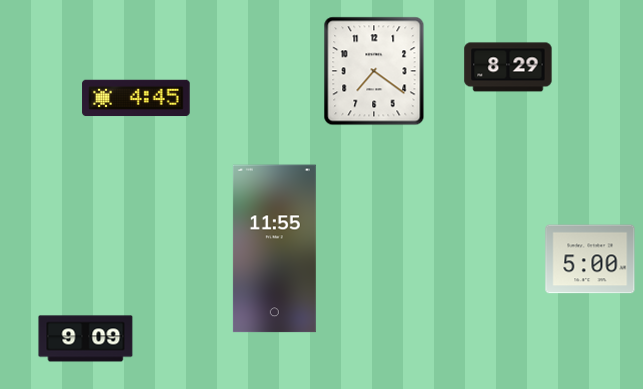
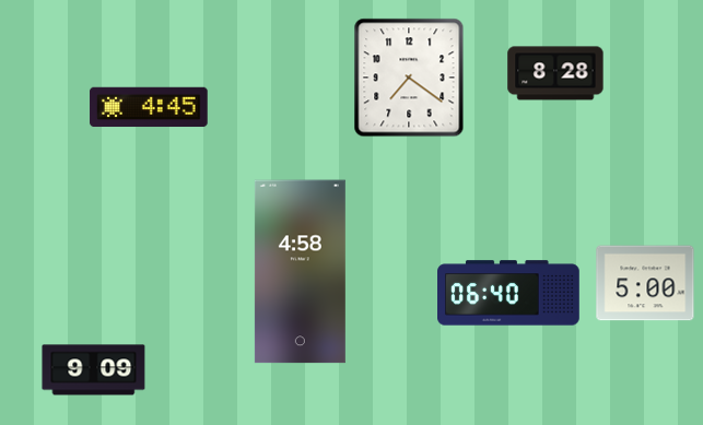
clock at (508, 67): 8:29 -> 8:28
clock at (274, 249): 11:55 -> 4:58
clock at (509, 293): none -> 06:40
